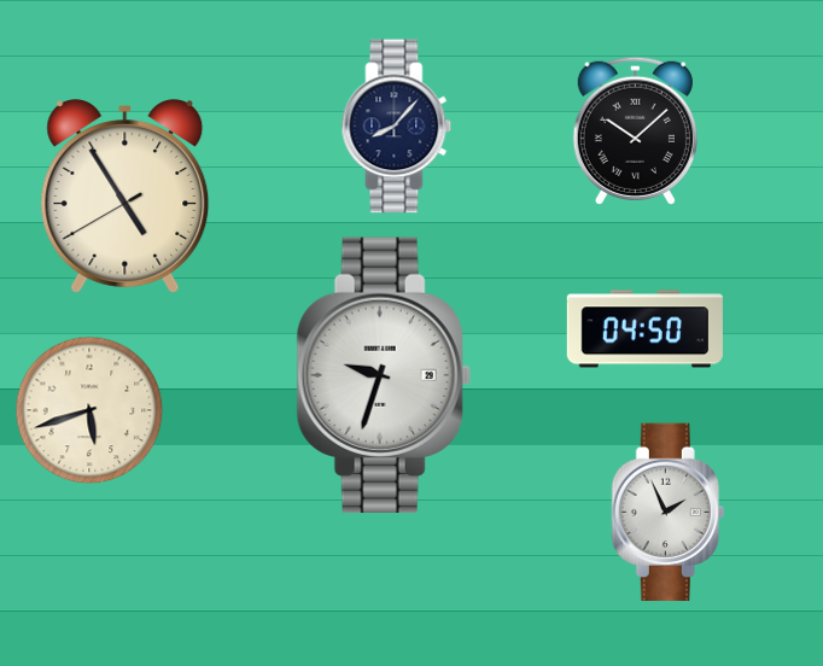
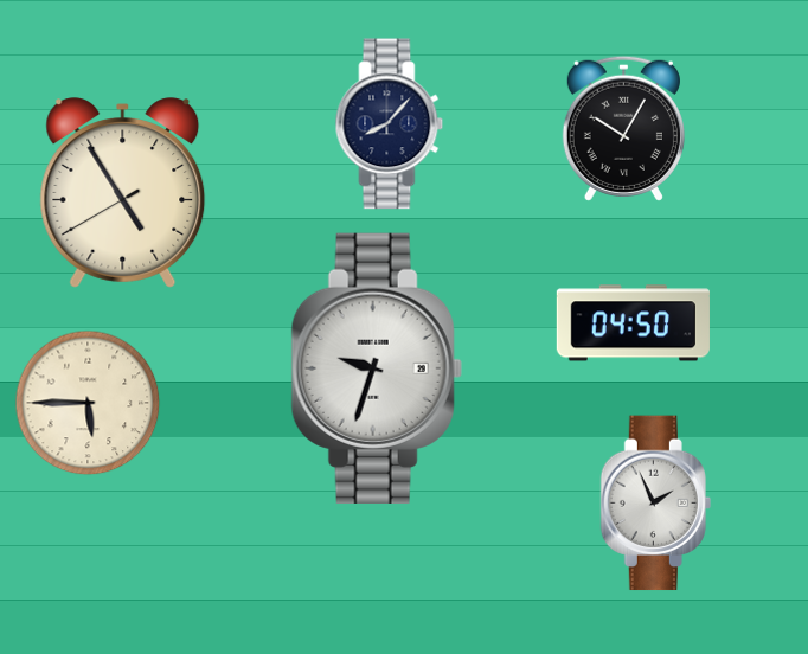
clock at (635, 130): 10:08 -> 10:05
clock at (89, 410): 5:42 -> 5:45
